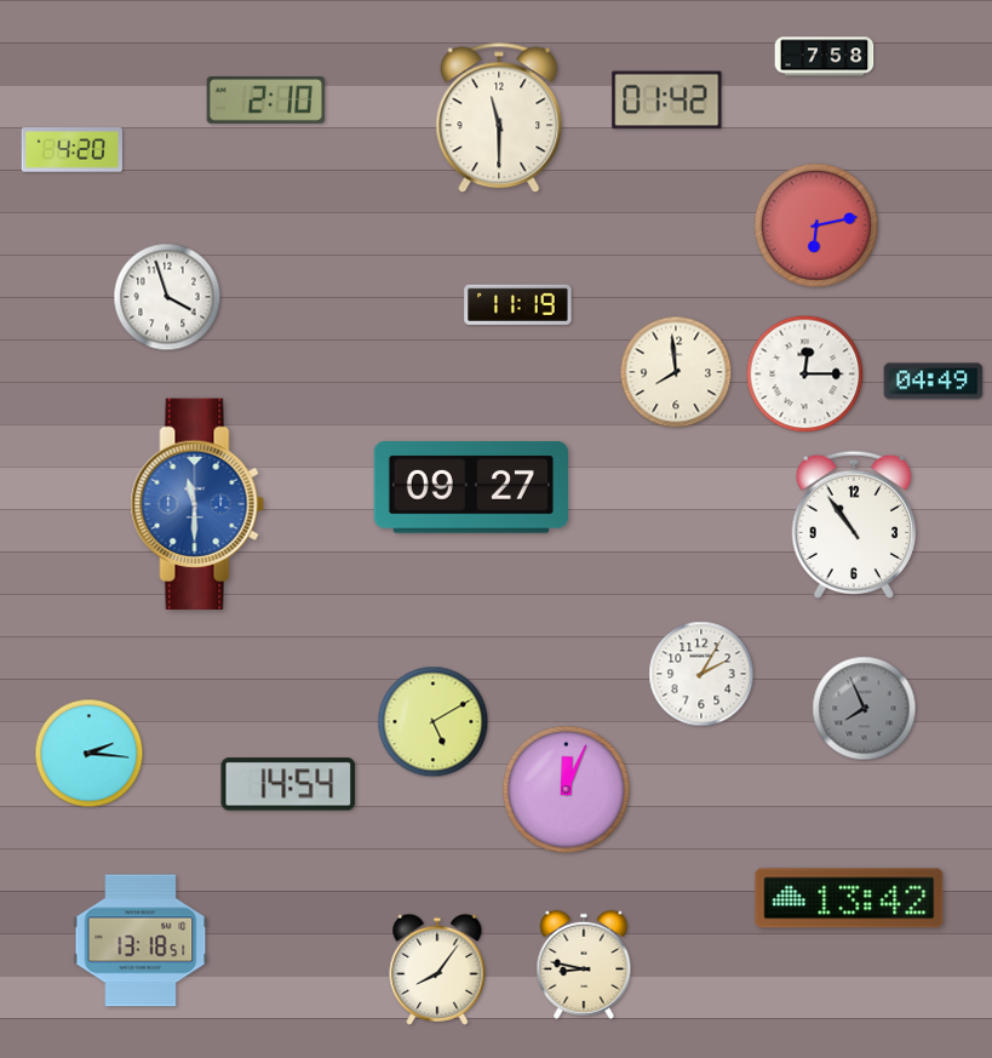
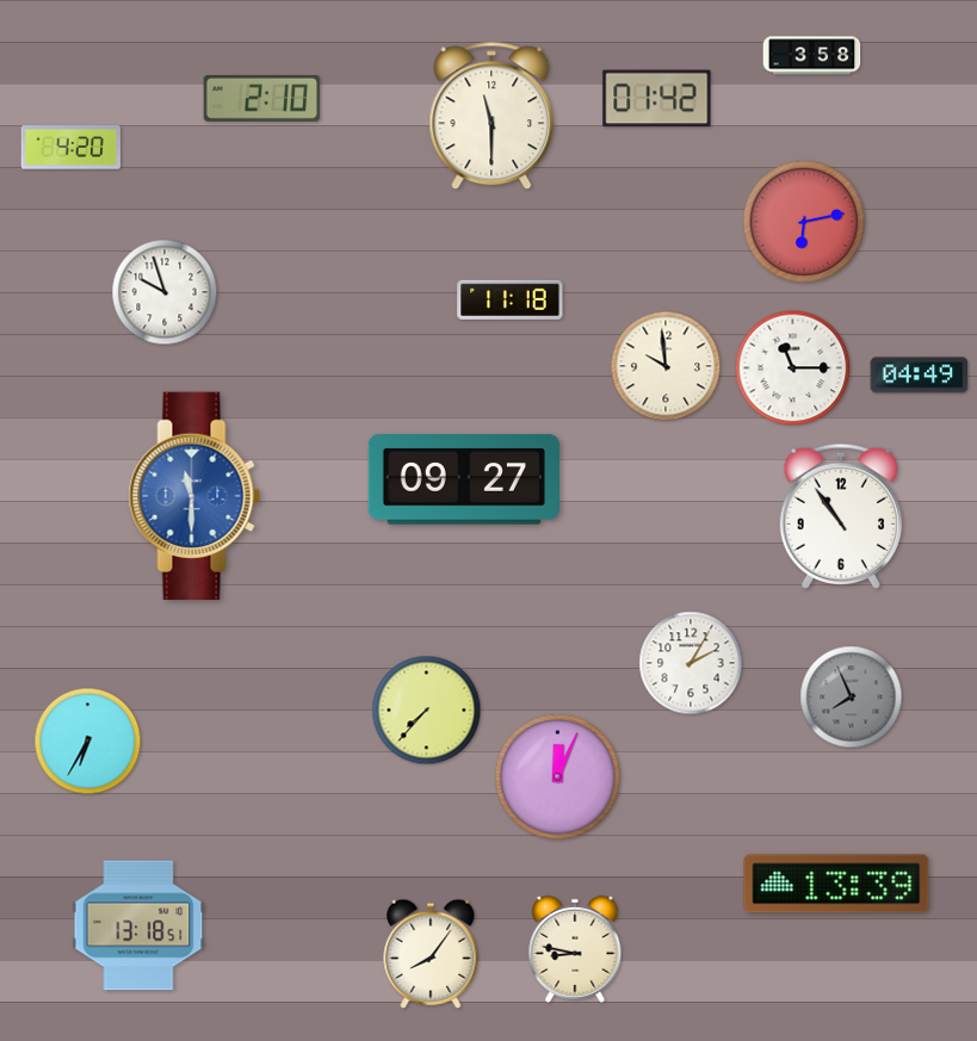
clock at (825, 57): 7:58 -> 3:58
clock at (167, 297): 3:57 -> 9:57
clock at (518, 304): 11:19 -> 11:18
clock at (676, 372): 7:59 -> 9:59
clock at (805, 374): 12:15 -> 11:15
clock at (434, 722): 5:10 -> 7:37
clock at (90, 754): 2:16 -> 6:35
clock at (288, 784): 14:54 -> none
clock at (849, 898): 13:42 -> 13:39
